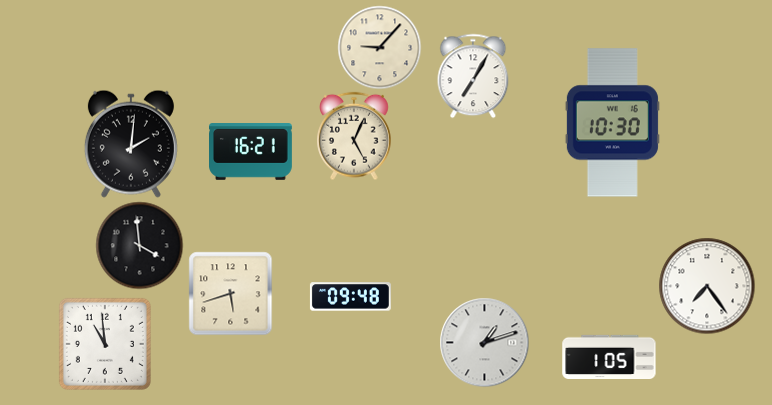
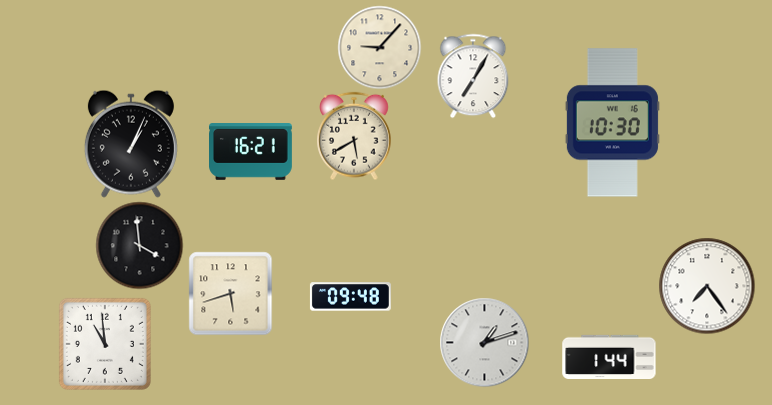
clock at (355, 136): 5:04 -> 5:40
clock at (131, 144): 2:01 -> 1:04
clock at (609, 356): 1:05 -> 1:44
